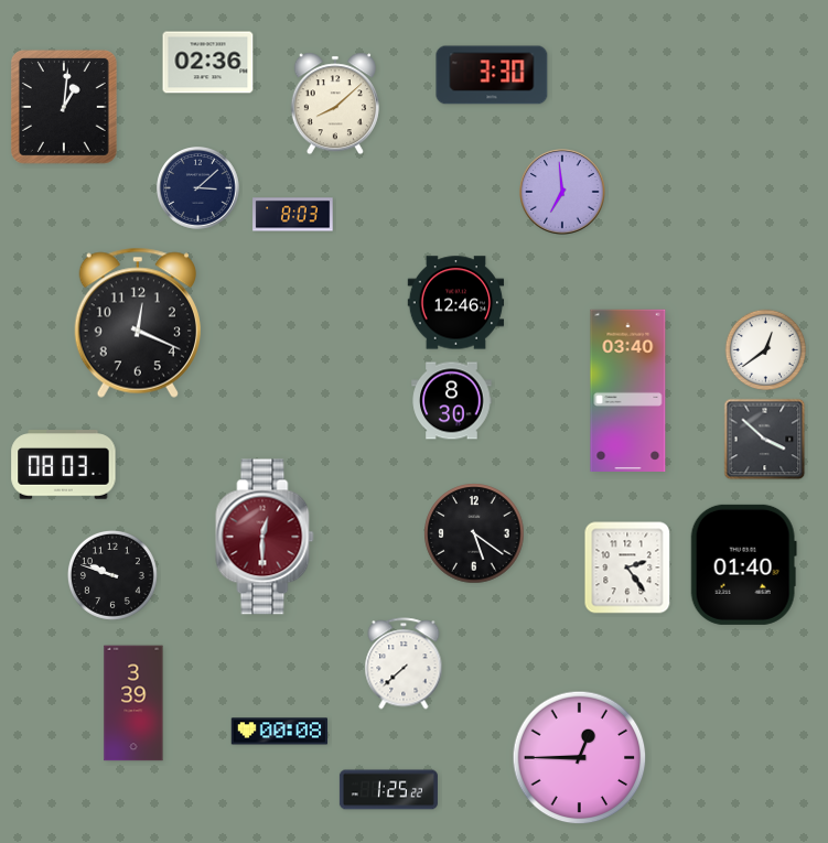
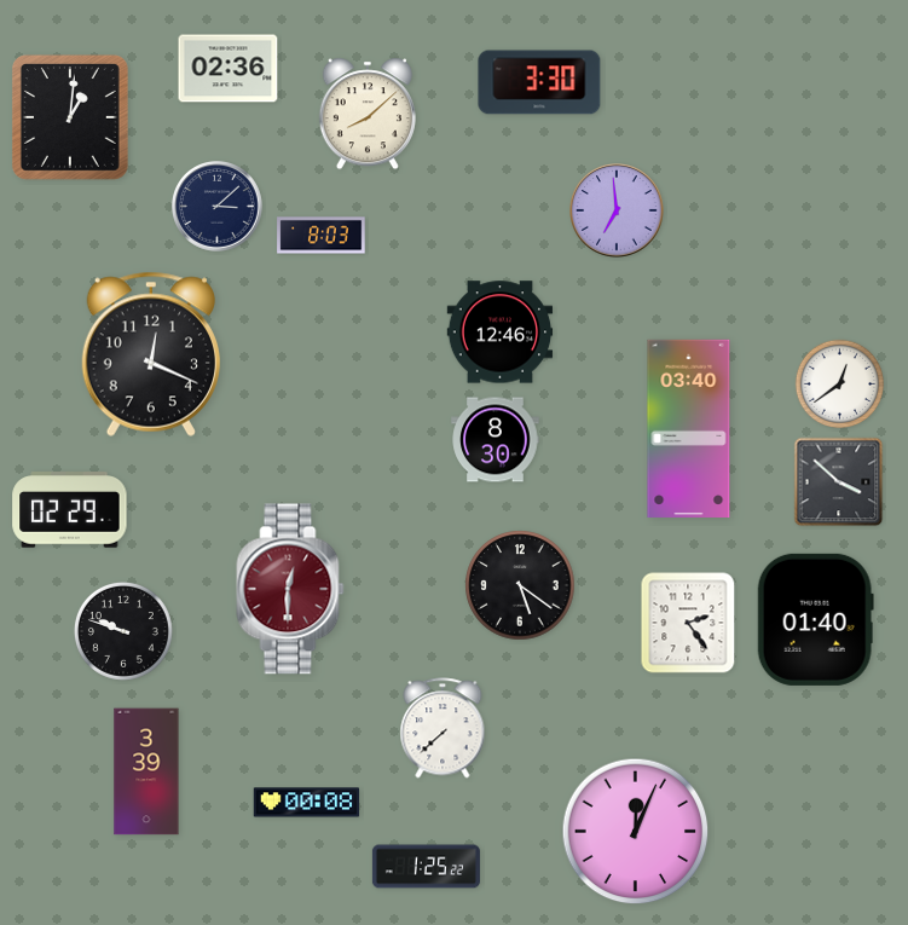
clock at (64, 465): 08:03 -> 02:29
clock at (580, 758): 12:45 -> 12:04
